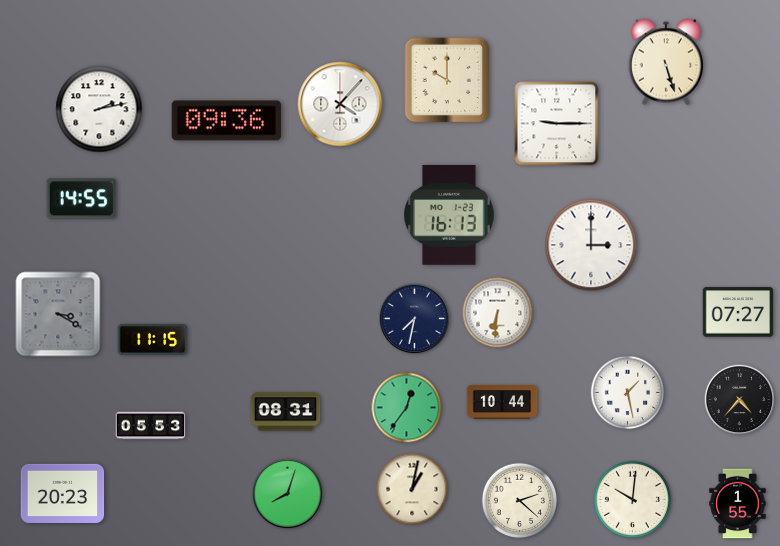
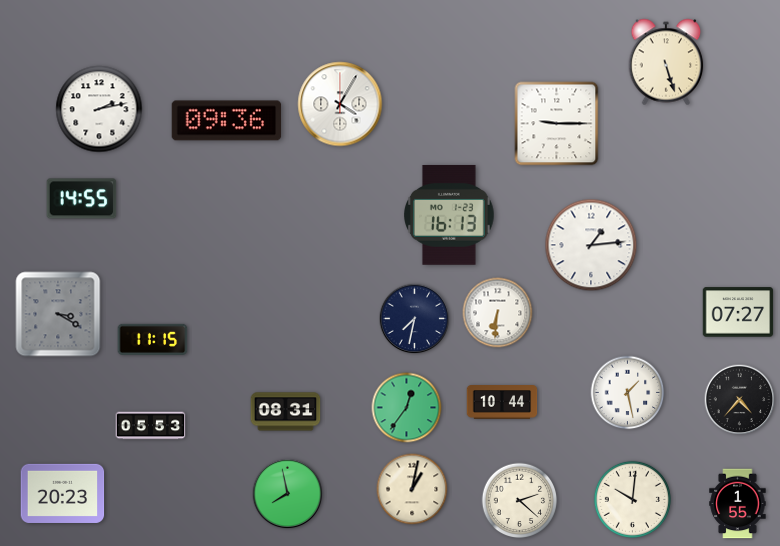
clock at (447, 80): 10:00 -> none
clock at (340, 104): 4:07 -> 4:05
clock at (591, 245): 3:00 -> 1:14
clock at (288, 494): 8:03 -> 7:58
